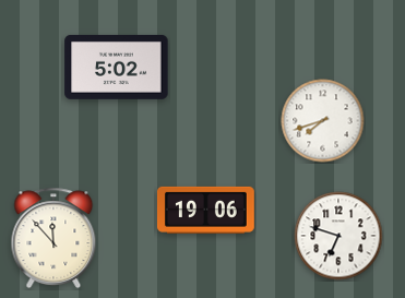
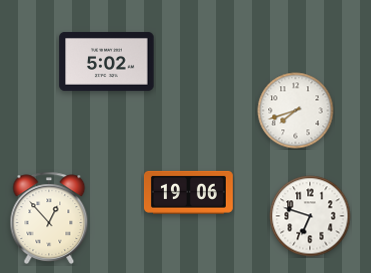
clock at (53, 237): 11:53 -> 12:53
